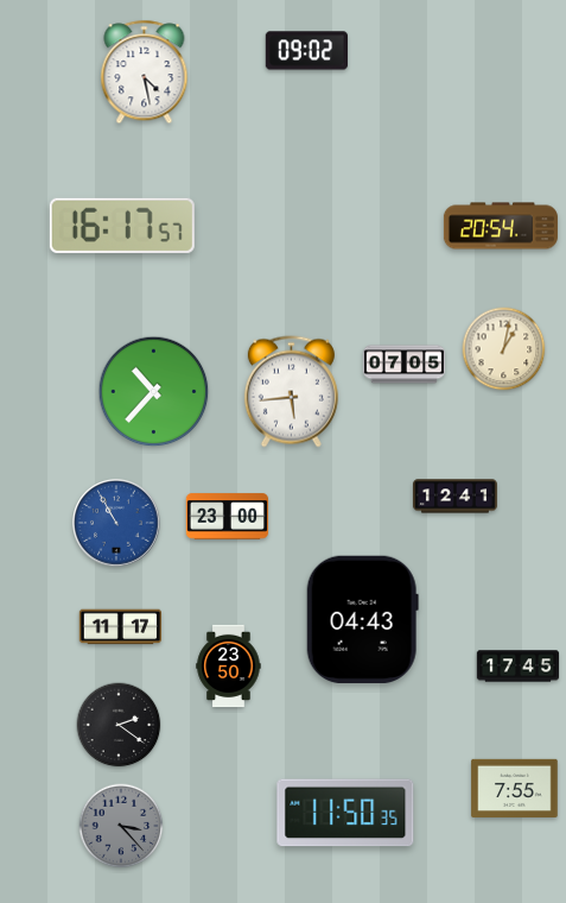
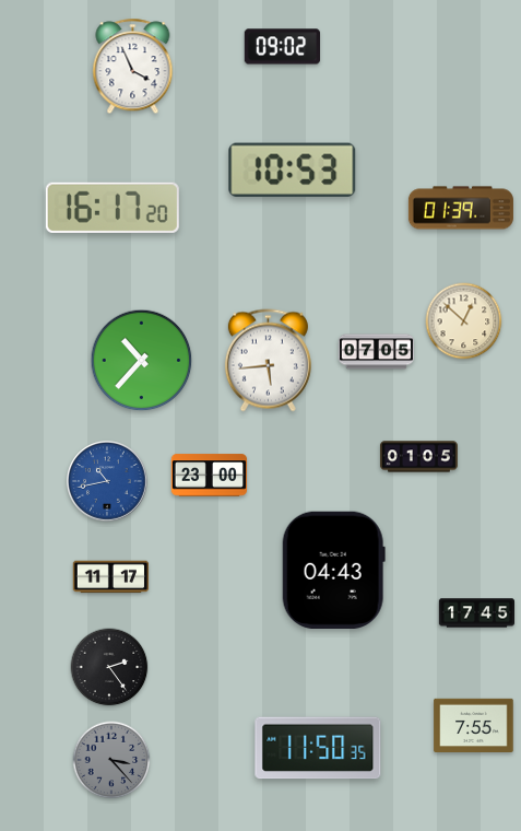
clock at (145, 72): 4:28 -> 3:56
clock at (293, 169): none -> 10:53
clock at (122, 226): 16:17:57 -> 16:17:20
clock at (501, 226): 20:54 -> 01:39
clock at (504, 349): 1:02 -> 12:52
clock at (405, 365) position: (405, 365) -> (377, 352)
clock at (454, 497): 12:41 -> 01:05
clock at (116, 523): 10:55 -> 10:43
clock at (229, 667): 23:50 -> none
clock at (119, 725): 2:21 -> 2:24
